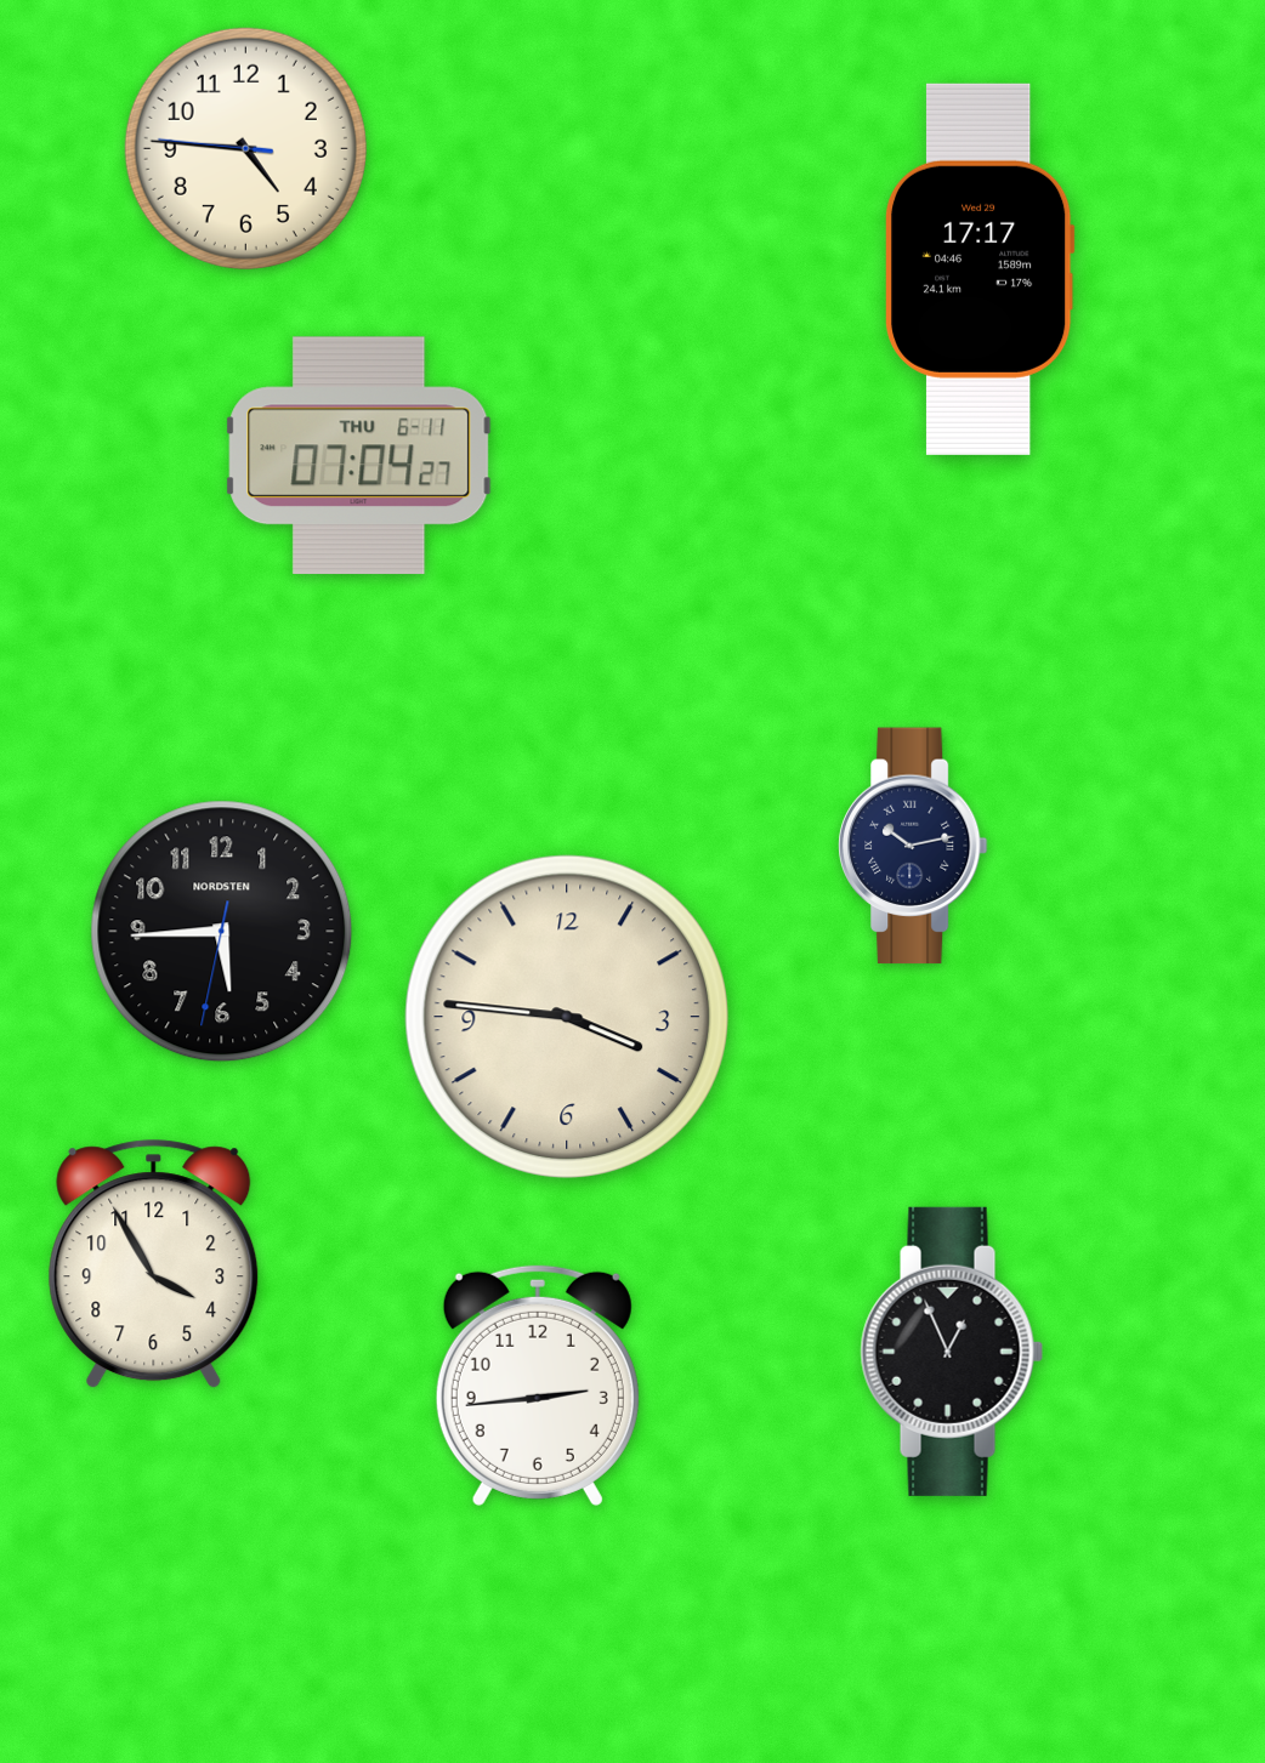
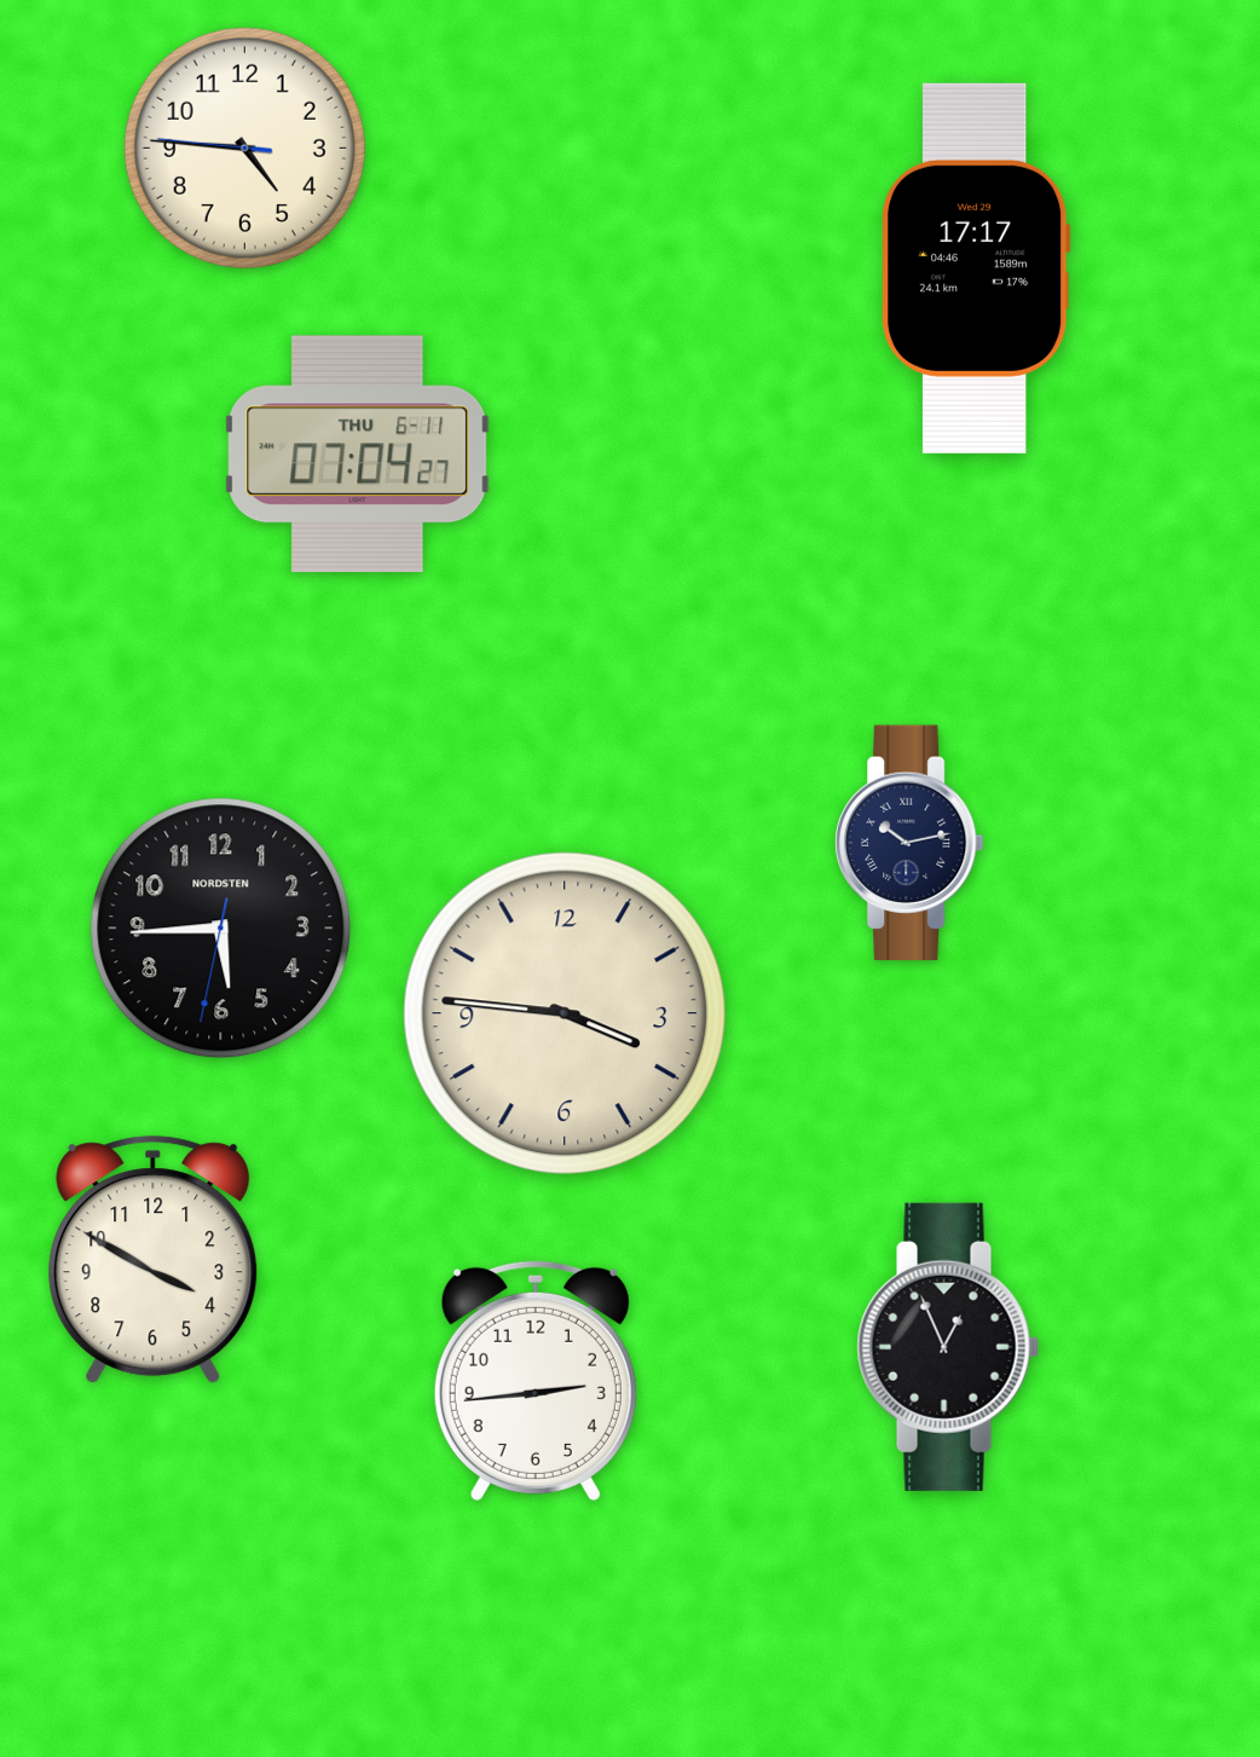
clock at (154, 1264): 3:55 -> 3:50
